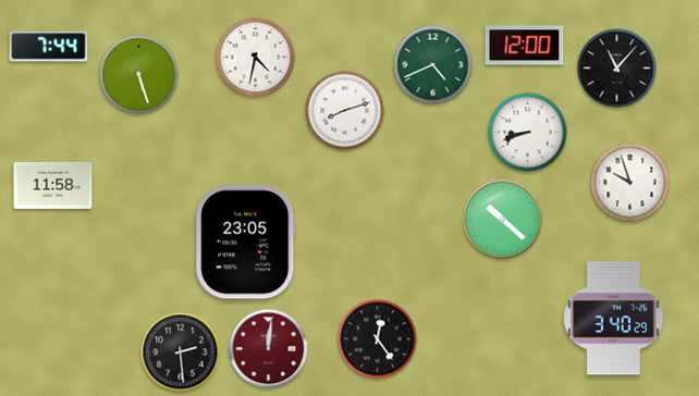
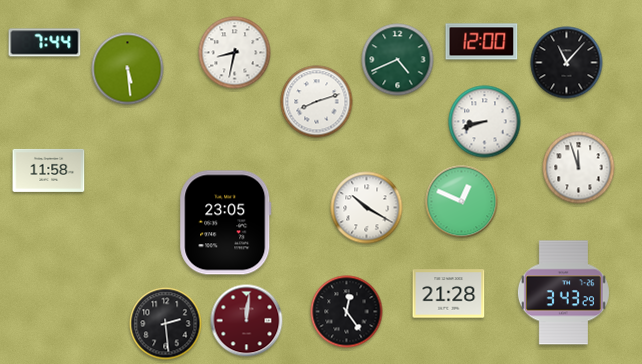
clock at (256, 58): 4:32 -> 8:32
clock at (139, 75): 5:27 -> 5:29
clock at (630, 183): 9:57 -> 11:57
clock at (503, 220): 10:22 -> 12:49
clock at (367, 208): none -> 10:20
clock at (613, 319): 3:40 -> 3:43
clock at (449, 294): none -> 21:28
